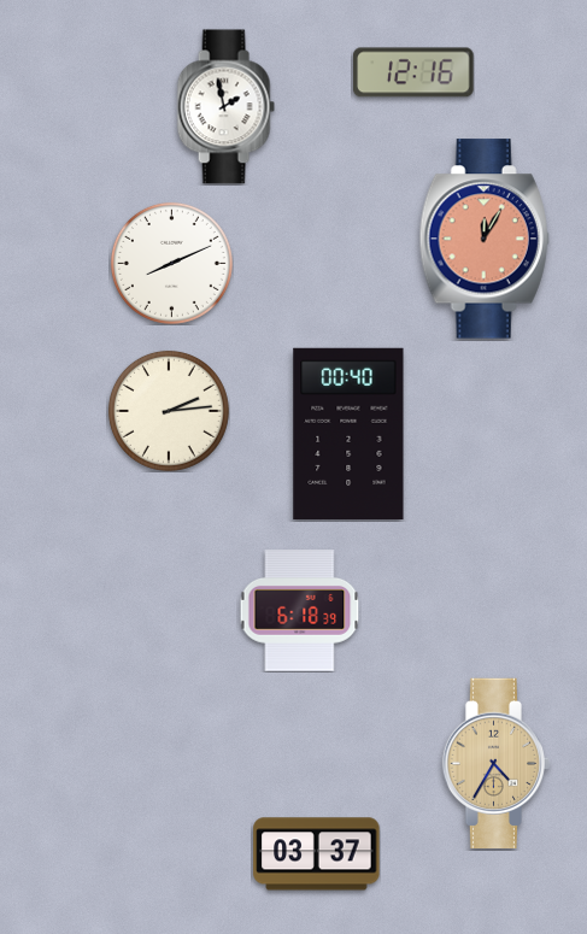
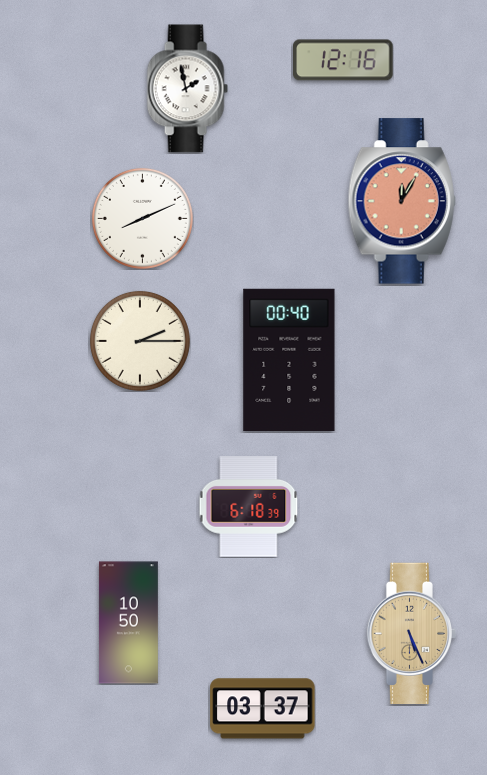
clock at (485, 239) position: (485, 239) -> (402, 201)
clock at (169, 411): 2:14 -> 2:15
clock at (128, 623): none -> 10:50
clock at (497, 763): 4:35 -> 5:26
